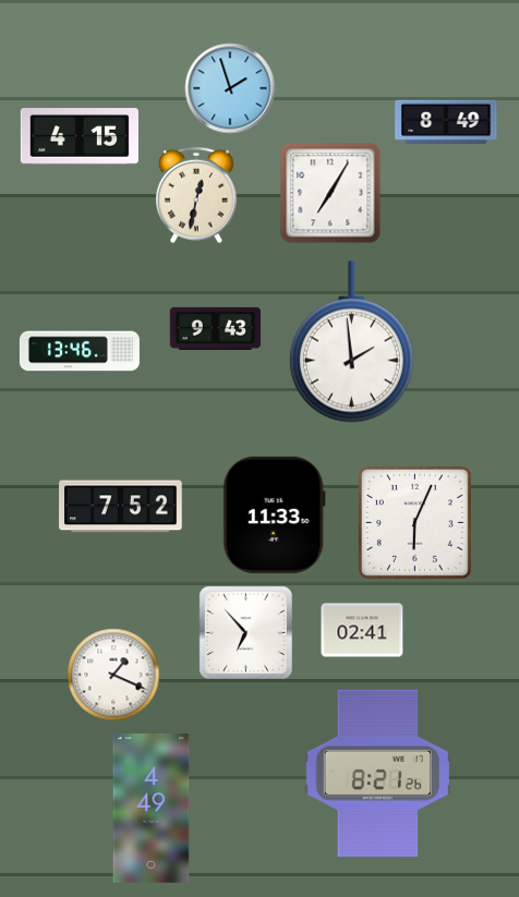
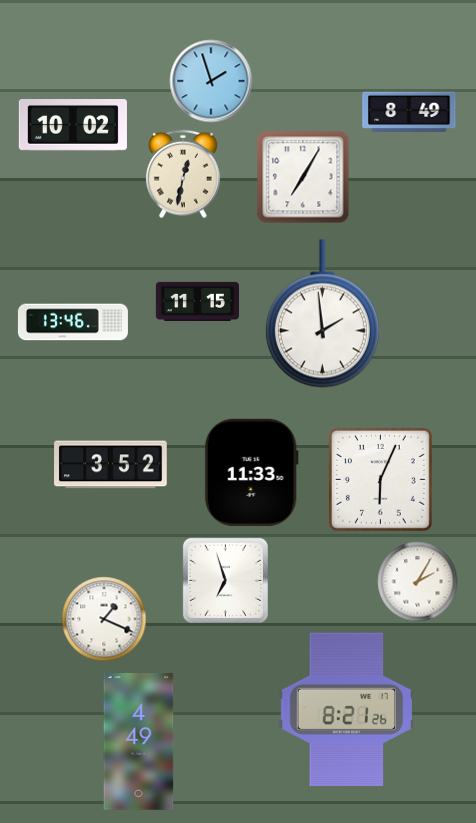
clock at (80, 137): 4:15 -> 10:02
clock at (196, 195) position: (196, 195) -> (183, 174)
clock at (215, 328): 9:43 -> 11:15
clock at (121, 507): 7:52 -> 3:52
clock at (362, 630): 02:41 -> none
clock at (245, 632): 6:53 -> 6:57
clock at (418, 582): none -> 2:05
